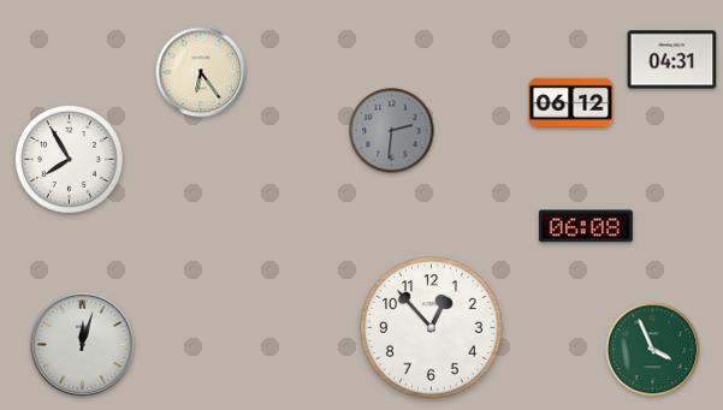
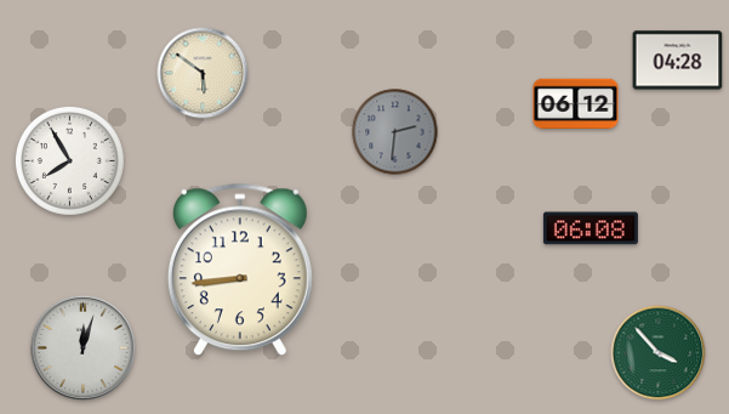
clock at (672, 60): 04:31 -> 04:28
clock at (201, 72): 6:24 -> 5:51
clock at (240, 270): none -> 8:44
clock at (432, 328): 12:53 -> none
clock at (653, 350): 3:56 -> 3:53
